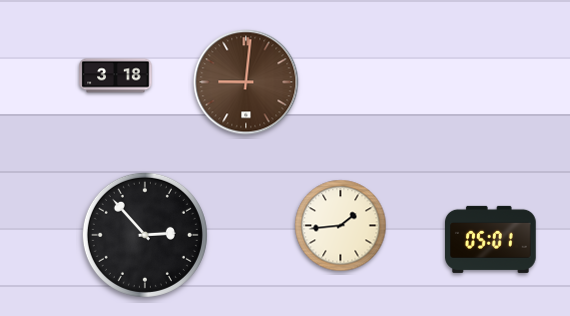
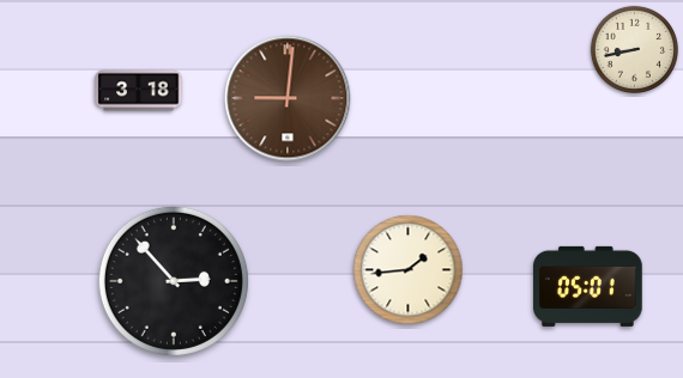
clock at (634, 49): none -> 8:43
clock at (246, 82) position: (246, 82) -> (288, 98)
